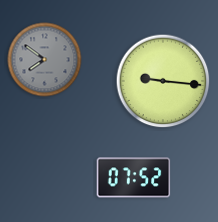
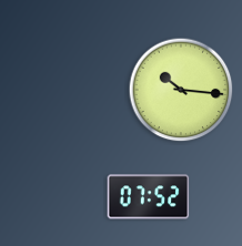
clock at (45, 60): 7:51 -> none
clock at (163, 81): 9:16 -> 10:16
